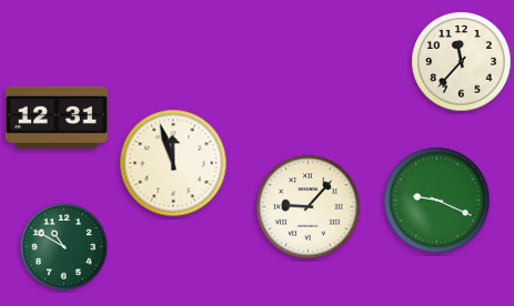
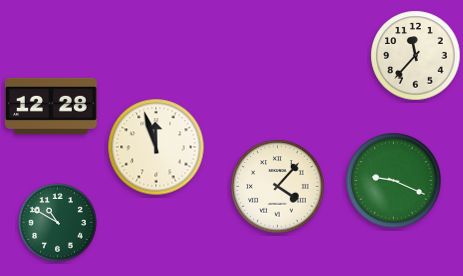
clock at (57, 118): 12:31 -> 12:28
clock at (309, 207): 9:07 -> 4:07
